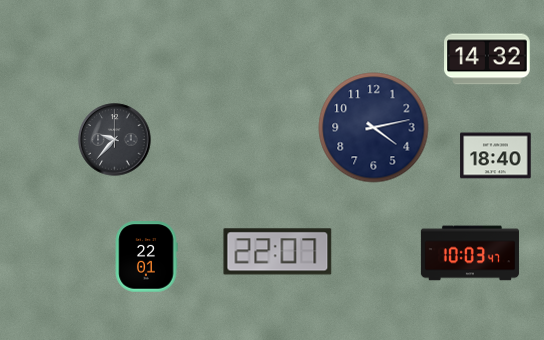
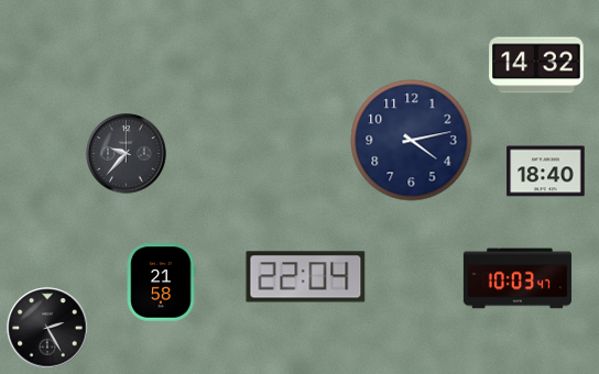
clock at (278, 252): 22:07 -> 22:04
clock at (146, 257): 22:01 -> 21:58
clock at (47, 328): none -> 2:25
